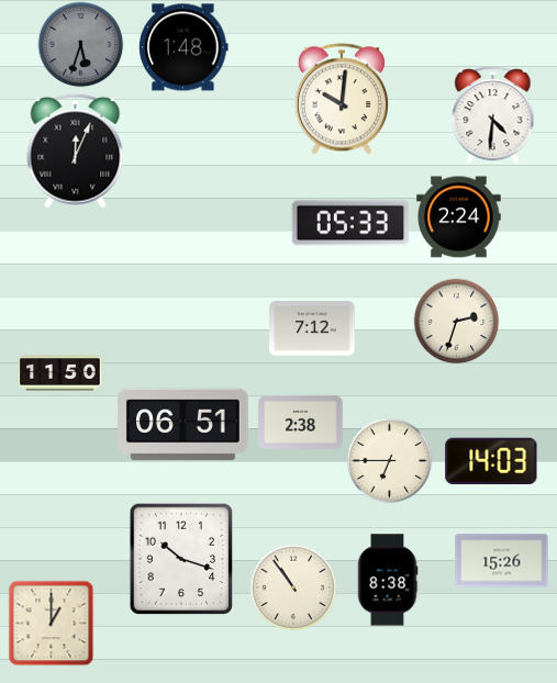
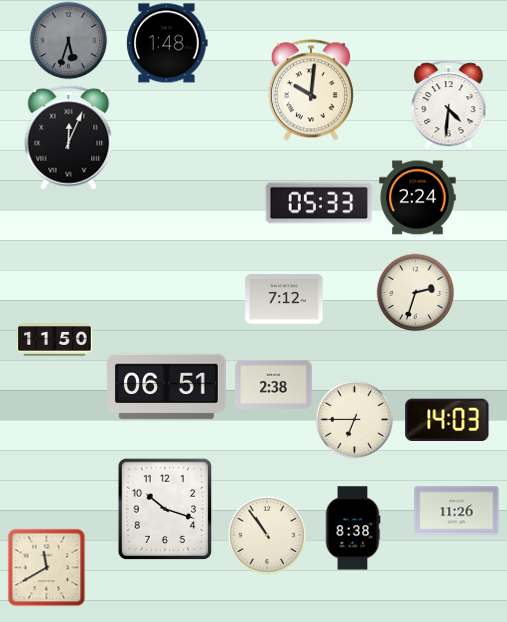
clock at (80, 44) position: (80, 44) -> (68, 40)
clock at (502, 561): 15:26 -> 11:26
clock at (51, 623): 1:00 -> 11:40
